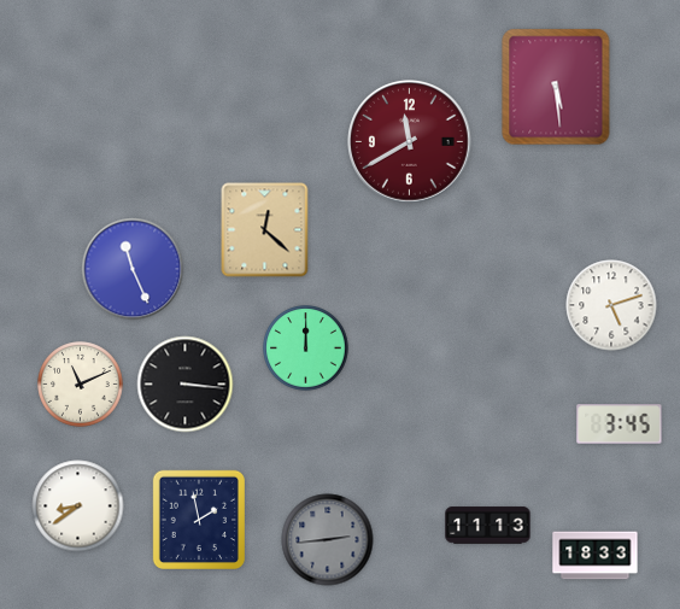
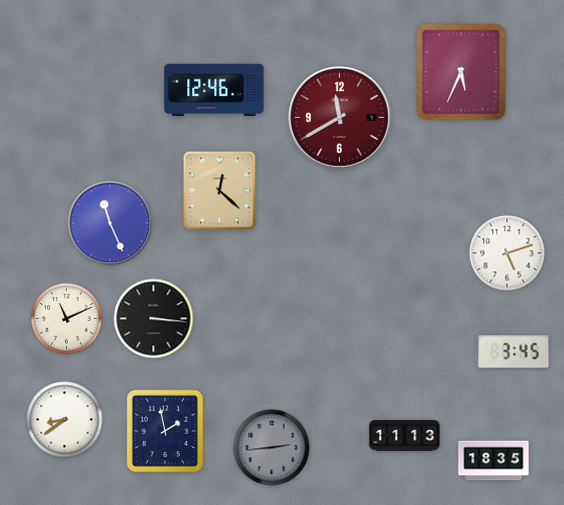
clock at (556, 87): 5:29 -> 5:34
clock at (214, 90): none -> 12:46
clock at (306, 349): 12:00 -> none
clock at (596, 556): 18:33 -> 18:35
